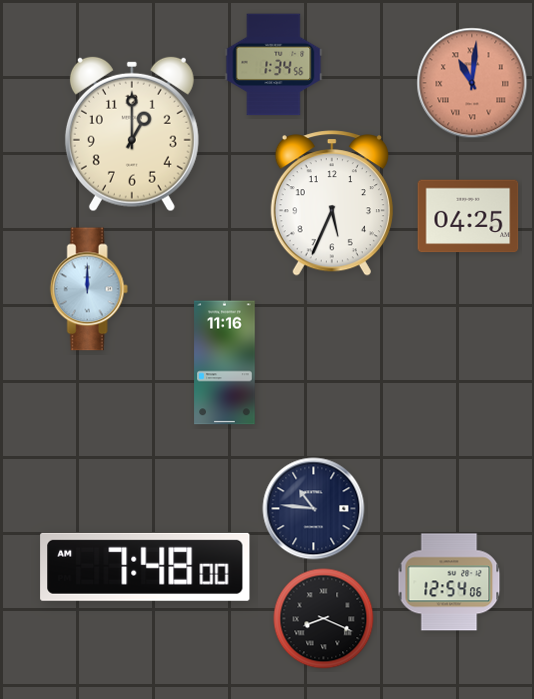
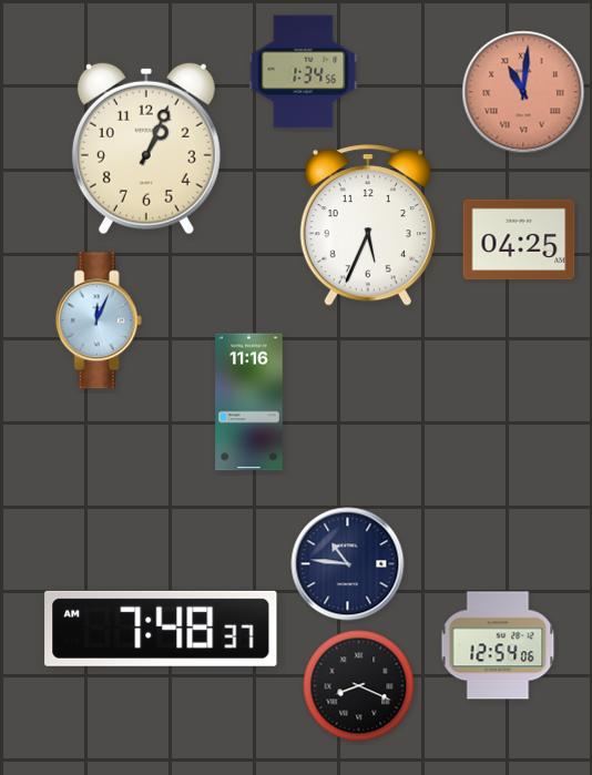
clock at (132, 134): 1:00 -> 1:04
clock at (89, 289): 12:00 -> 12:04
clock at (145, 567): 7:48:00 AM -> 7:48:37 AM
